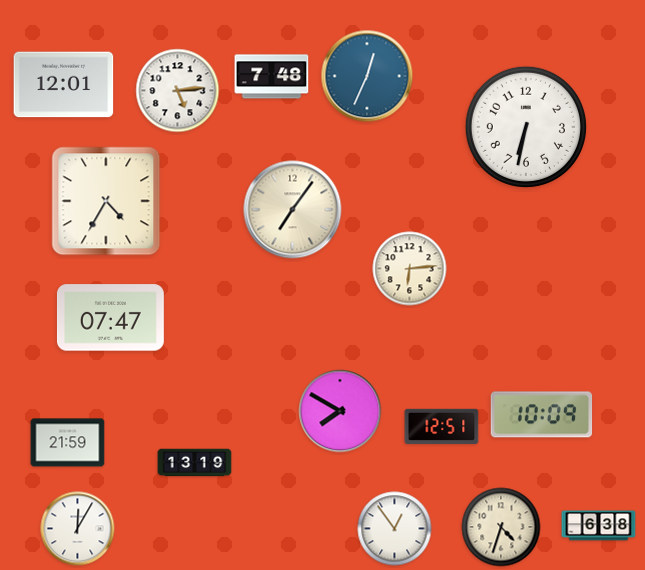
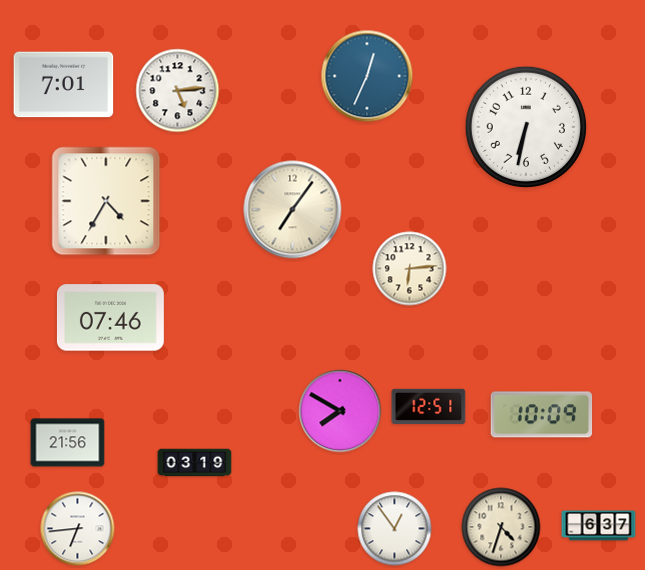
clock at (272, 77): 7:48 -> none
clock at (64, 85): 12:01 -> 7:01
clock at (110, 318): 07:47 -> 07:46
clock at (442, 427) position: (442, 427) -> (429, 407)
clock at (68, 443): 21:59 -> 21:56
clock at (195, 463): 13:19 -> 03:19
clock at (599, 526): 6:38 -> 6:37
clock at (78, 529): 12:05 -> 6:44
